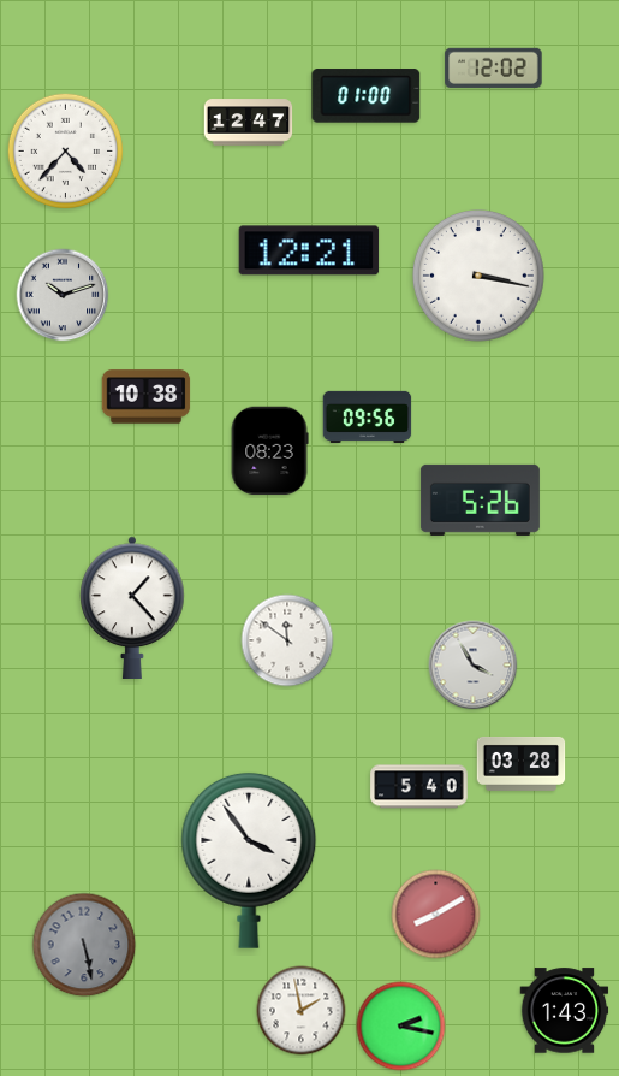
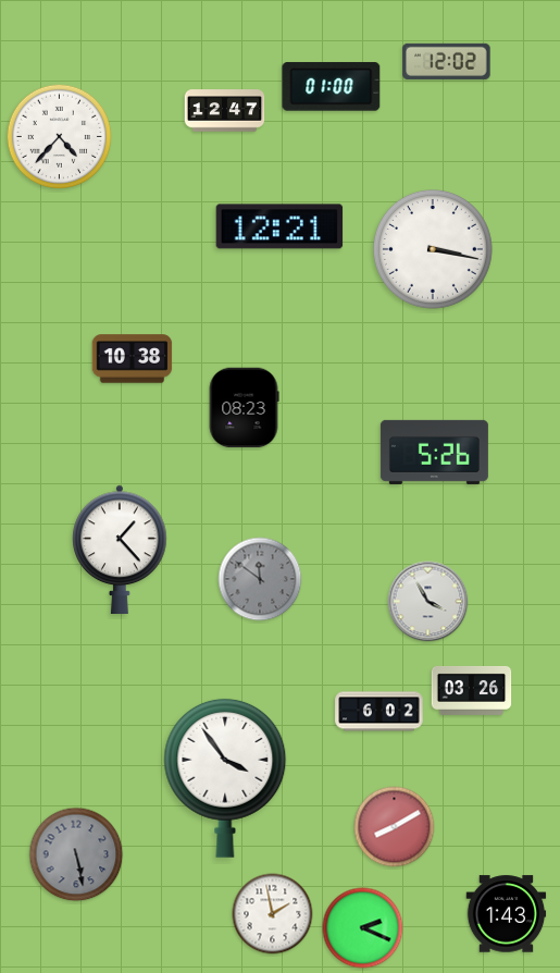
clock at (63, 295): 10:12 -> none
clock at (368, 416): 09:56 -> none
clock at (287, 640) dial: white -> grey
clock at (522, 763): 03:28 -> 03:26
clock at (419, 787): 5:40 -> 6:02
clock at (565, 1011) position: (565, 1011) -> (507, 914)
clock at (401, 1027): 2:17 -> 2:19
